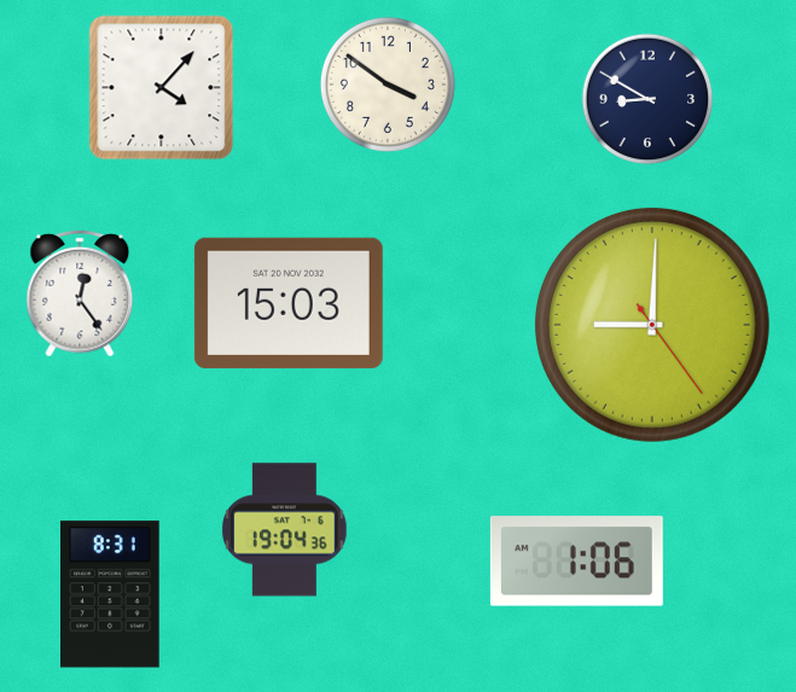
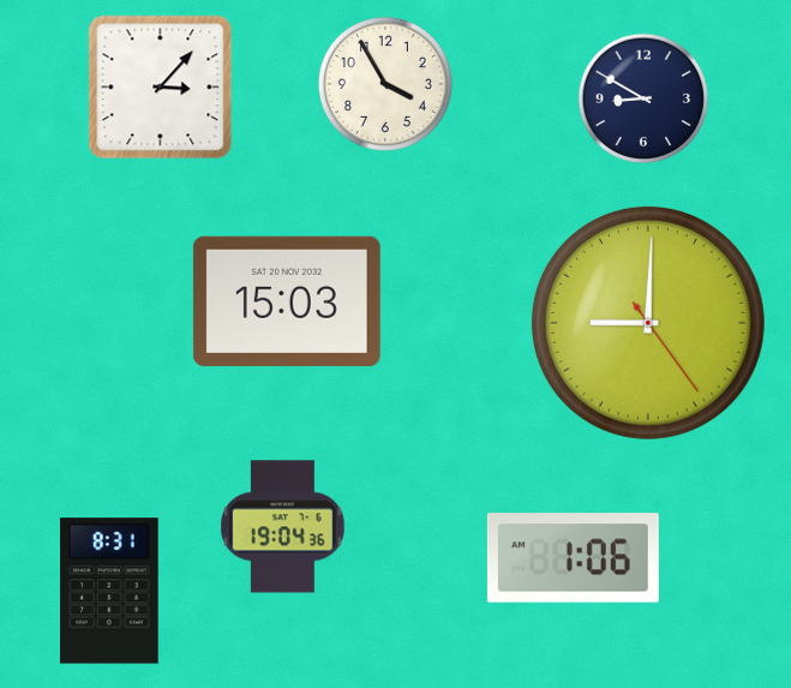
clock at (388, 85): 3:51 -> 3:55
clock at (162, 88): 4:07 -> 3:07
clock at (80, 293): 12:24 -> none
